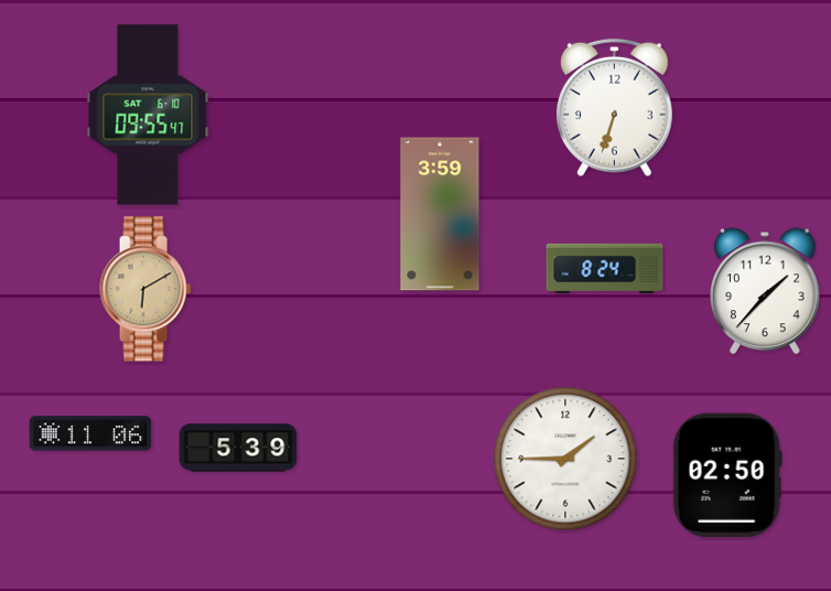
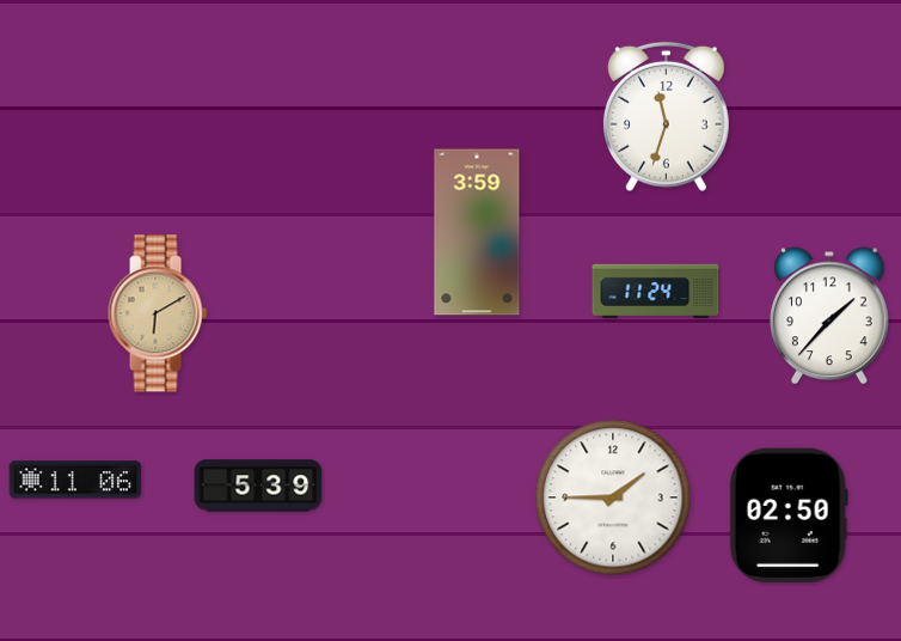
clock at (614, 108): 6:33 -> 11:33
clock at (148, 115): 09:55 -> none
clock at (605, 268): 8:24 -> 11:24
clock at (90, 433) position: (90, 433) -> (75, 480)
